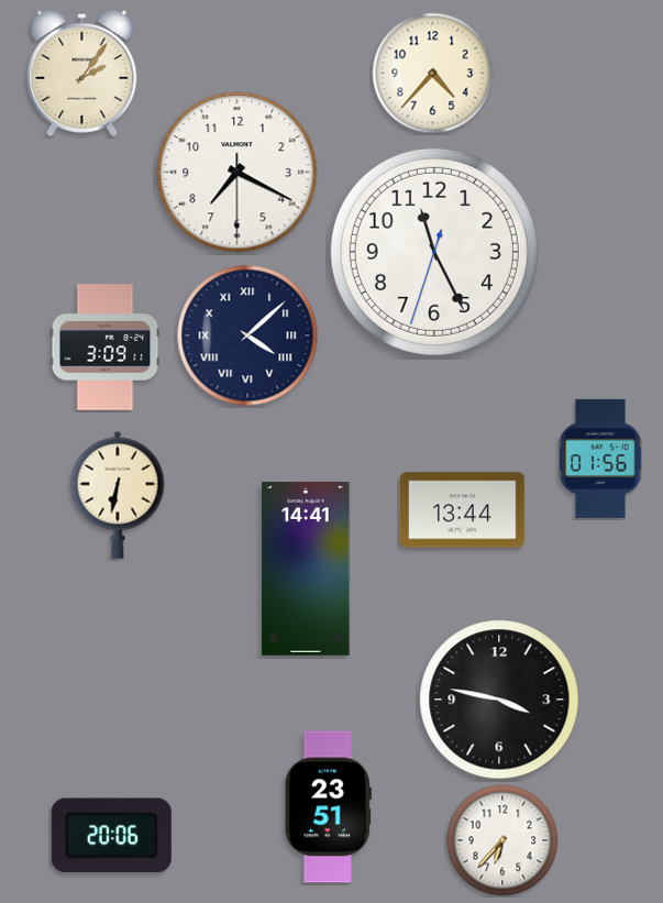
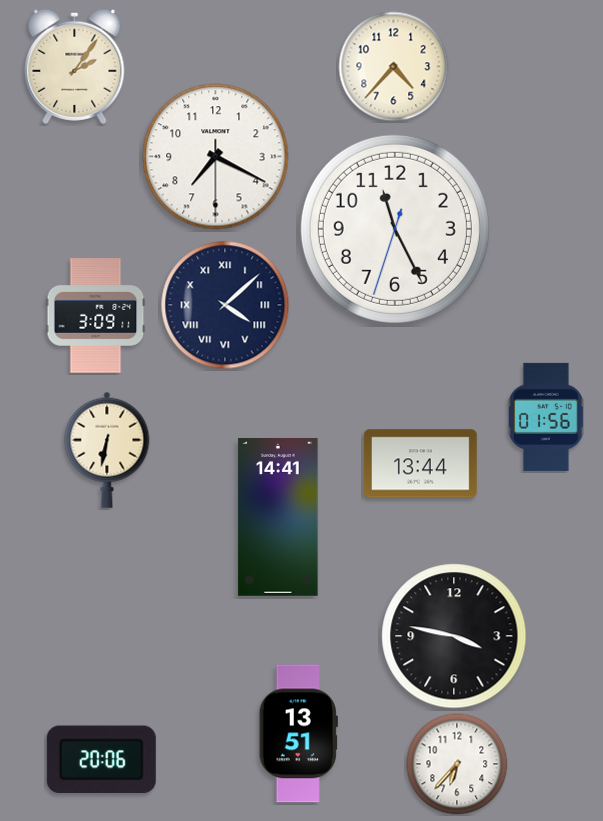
clock at (328, 807): 23:51 -> 13:51
